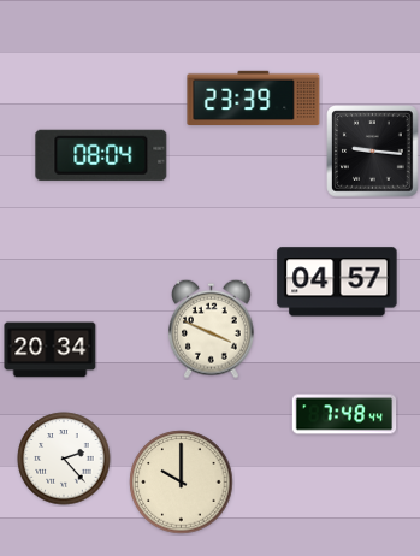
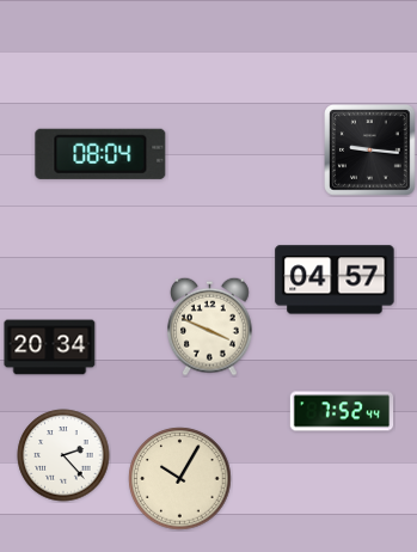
clock at (254, 97): 23:39 -> none
clock at (344, 414): 7:48 -> 7:52
clock at (182, 483): 10:00 -> 10:05
